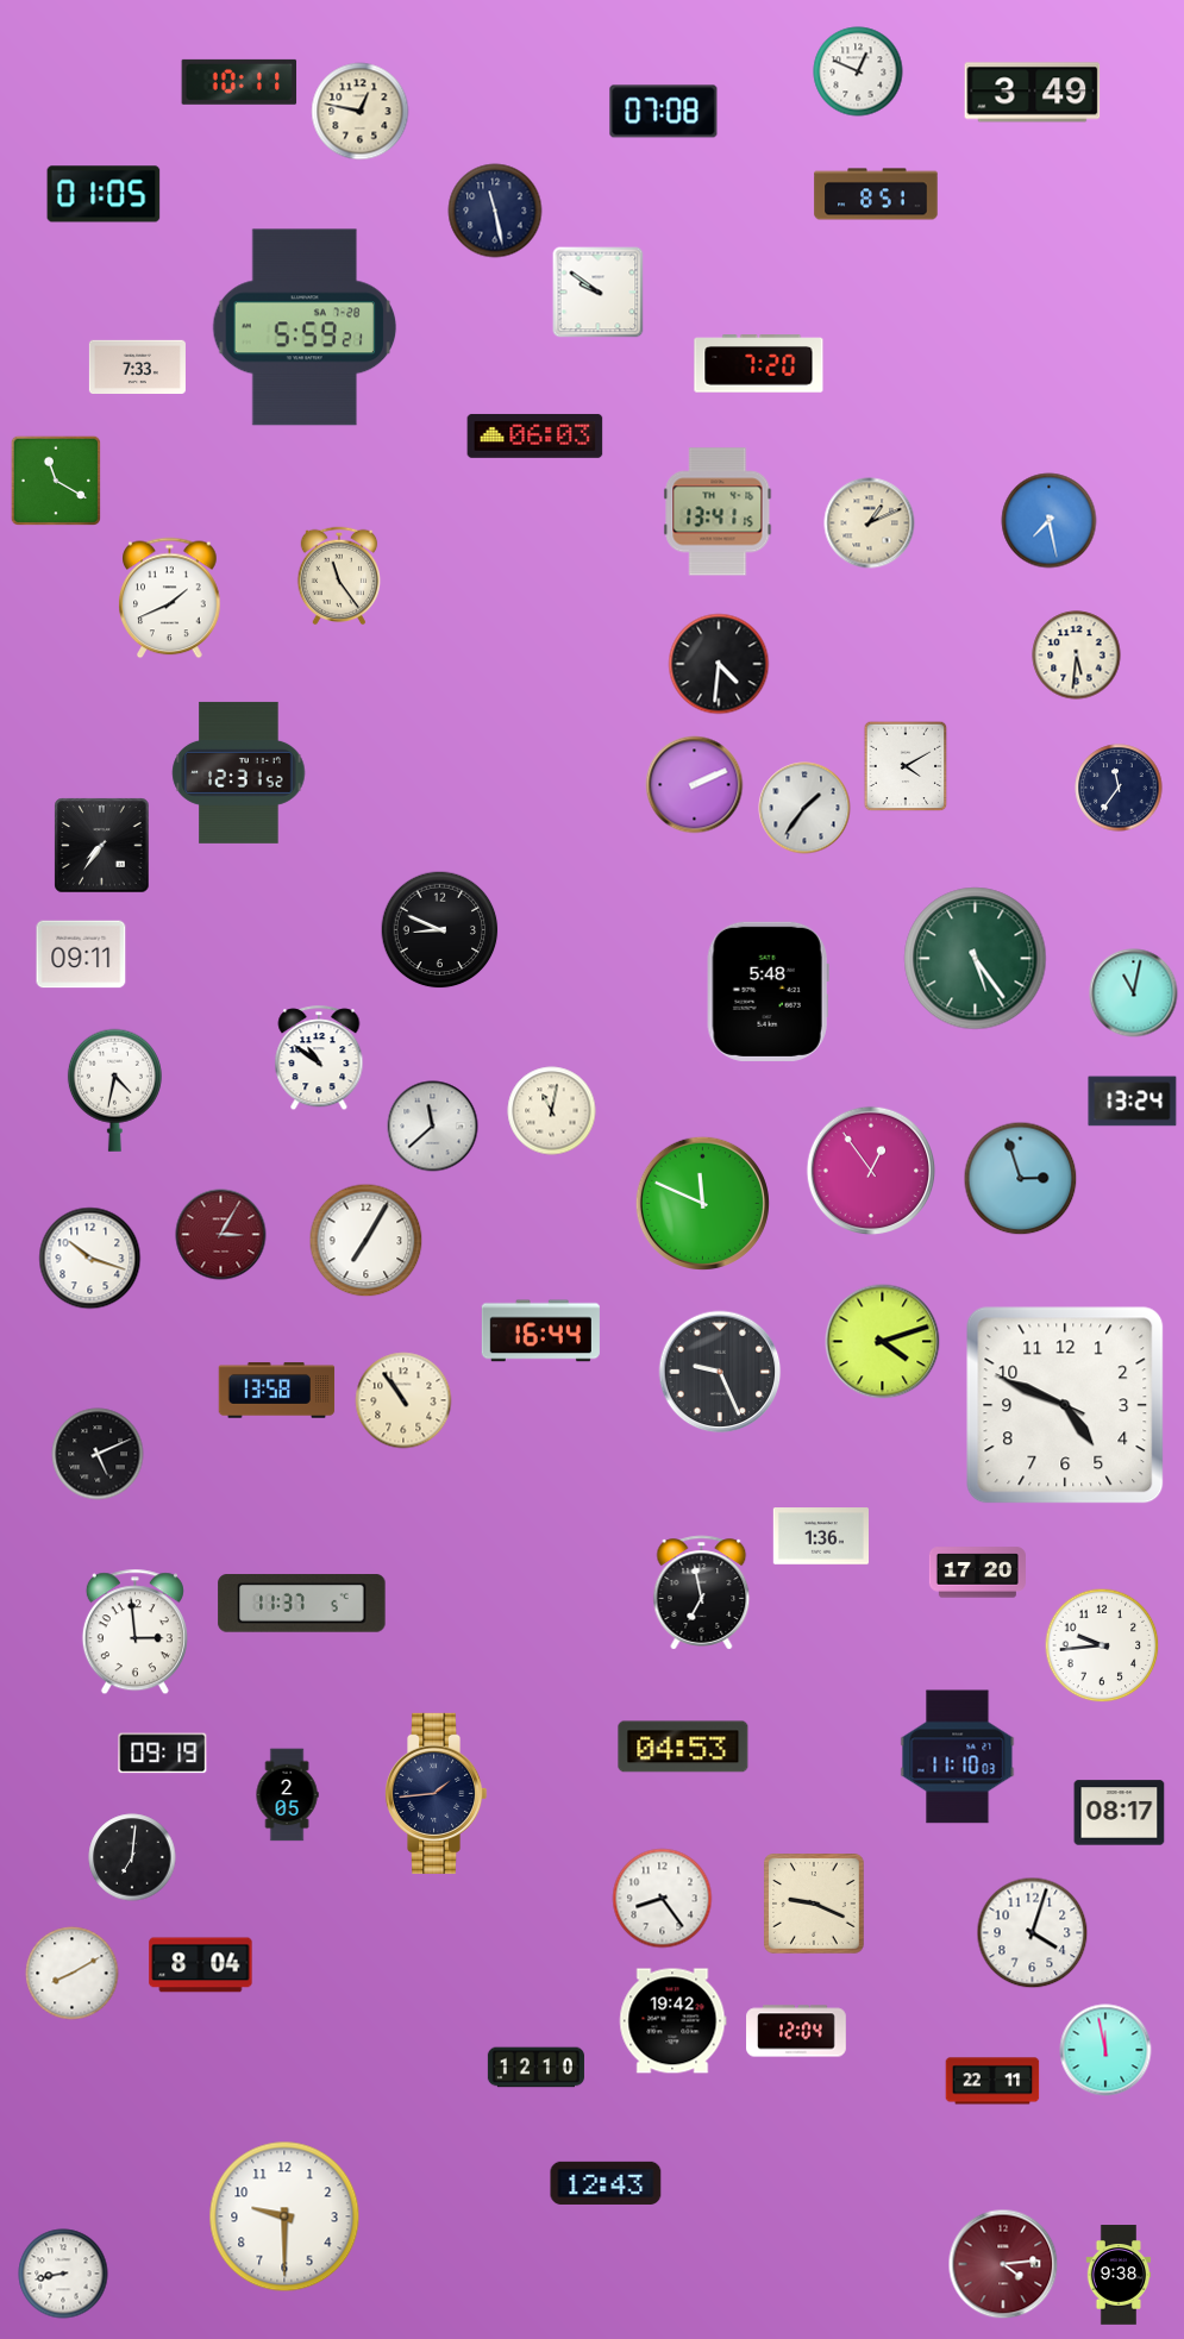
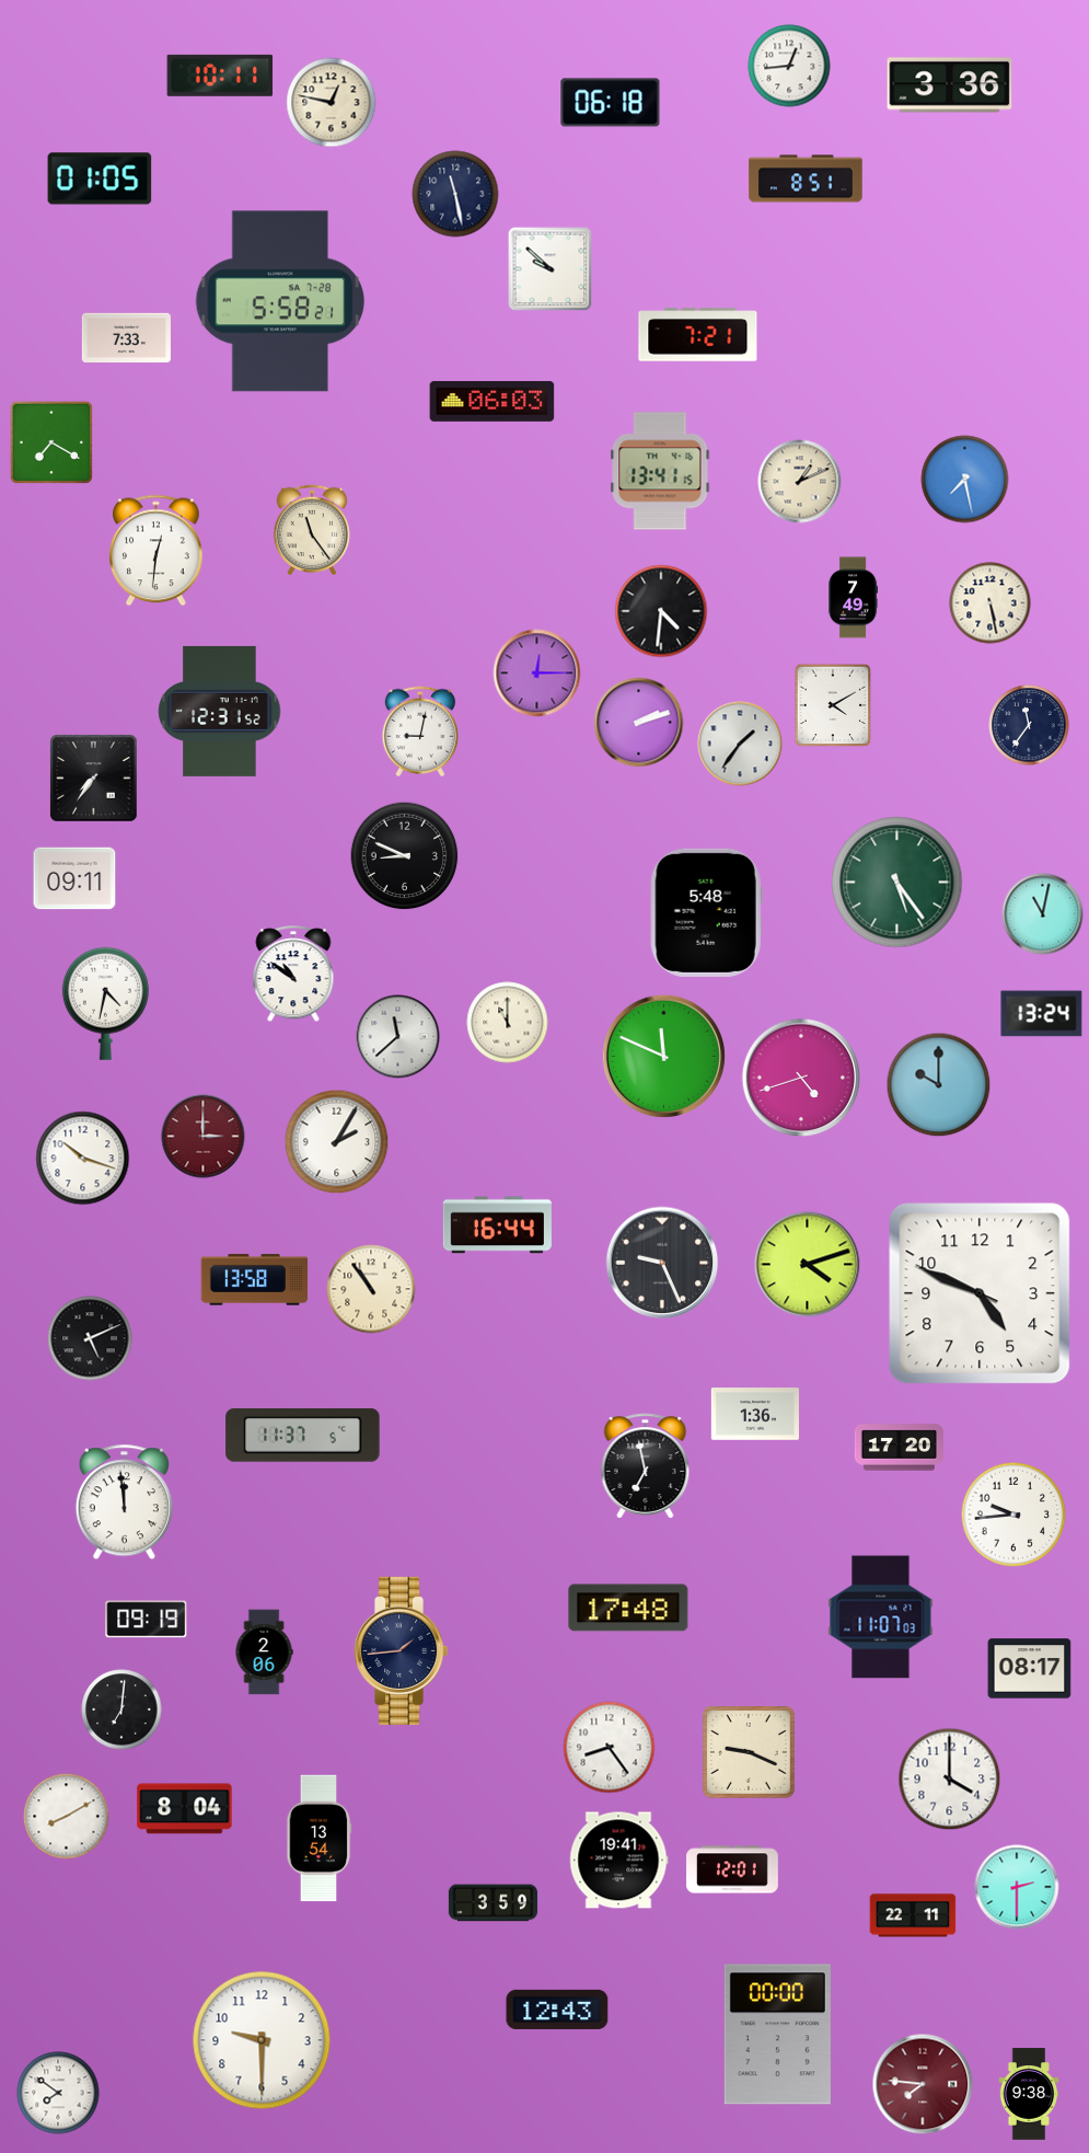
clock at (858, 71): 12:49 -> 12:44
clock at (1033, 93): 3:49 -> 3:36
clock at (664, 112): 07:08 -> 06:18
clock at (104, 194) position: (104, 194) -> (100, 179)
clock at (599, 293): 9:51 -> 9:52
clock at (305, 327): 5:59 -> 5:58
clock at (759, 364): 7:20 -> 7:21
clock at (56, 479): 11:20 -> 7:20
clock at (170, 598): 1:41 -> 12:31
clock at (853, 598): none -> 7:49
clock at (1077, 656): 5:31 -> 5:28
clock at (537, 673): none -> 12:15
clock at (695, 785): 2:11 -> 2:12
clock at (420, 732): none -> 9:02
clock at (552, 1111): 11:02 -> 11:00
clock at (871, 1171): 12:54 -> 4:42
clock at (1021, 1179): 2:57 -> 10:00
clock at (702, 1203) position: (702, 1203) -> (663, 1056)
clock at (221, 1235): 3:05 -> 3:00
clock at (367, 1241): 7:05 -> 2:05
clock at (883, 1342) position: (883, 1342) -> (808, 1265)
clock at (302, 1604) position: (302, 1604) -> (303, 1436)
clock at (134, 1632): 2:59 -> 11:59
clock at (683, 1747): 04:53 -> 17:48
clock at (163, 1754) position: (163, 1754) -> (147, 1620)
clock at (958, 1757): 11:10 -> 11:07
clock at (287, 1795): 2:05 -> 2:06
clock at (1033, 1933): 4:03 -> 4:00
clock at (318, 1839): none -> 13:54
clock at (674, 2021): 19:42 -> 19:41
clock at (796, 2031): 12:04 -> 12:01
clock at (1105, 2050): 11:58 -> 2:30
clock at (535, 2068): 12:10 -> 3:59
clock at (777, 2035): none -> 00:00
clock at (1003, 2264): 4:14 -> 7:46
clock at (63, 2274): 8:43 -> 7:51
